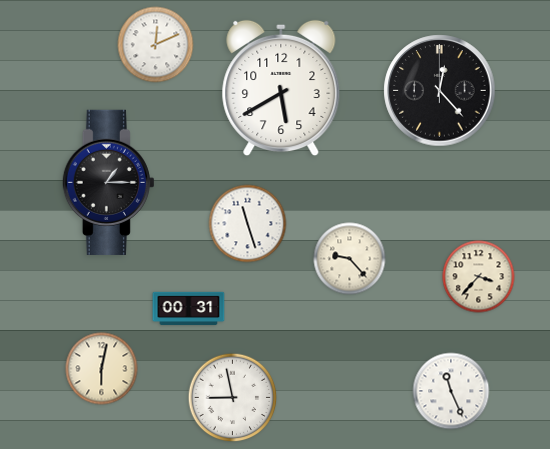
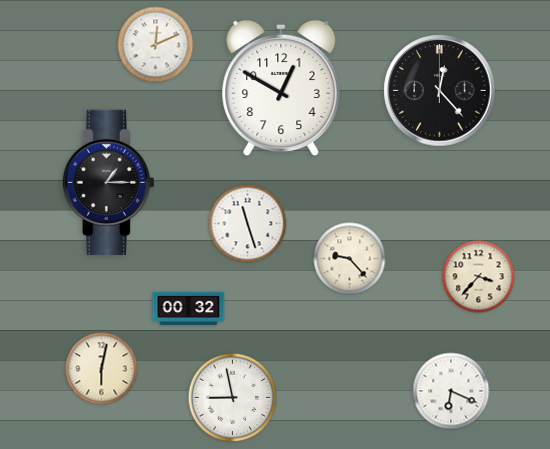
clock at (281, 88): 5:40 -> 12:50
clock at (189, 309): 00:31 -> 00:32
clock at (451, 391): 11:26 -> 6:19
